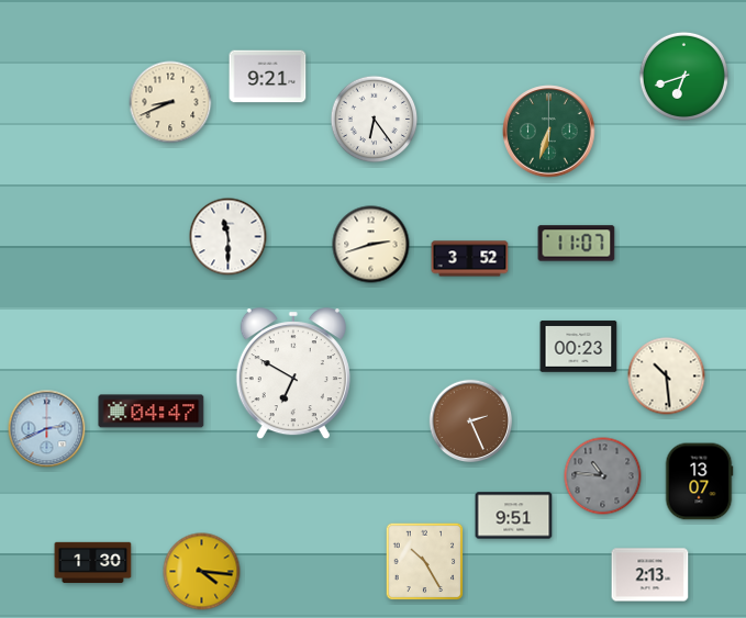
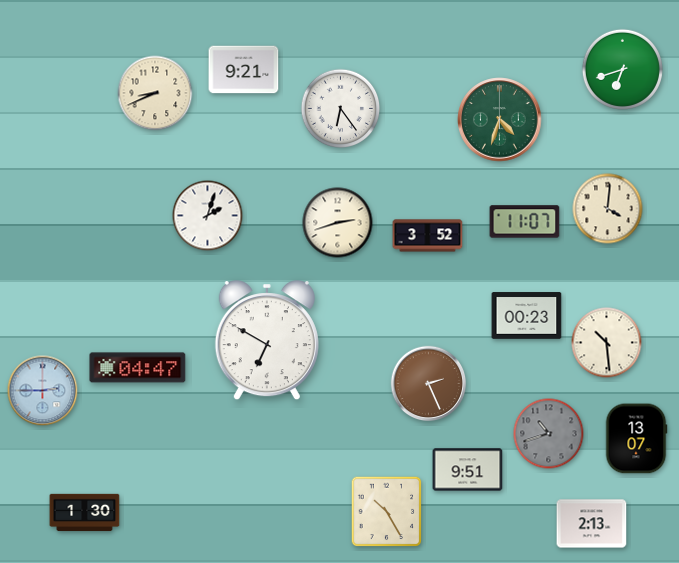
clock at (549, 132): 6:33 -> 4:33
clock at (608, 209): none -> 4:01
clock at (229, 237): 11:30 -> 2:03
clock at (152, 412) position: (152, 412) -> (138, 368)
clock at (47, 429): 2:41 -> 2:45
clock at (603, 476): 10:46 -> 10:42
clock at (202, 572): 4:16 -> none
